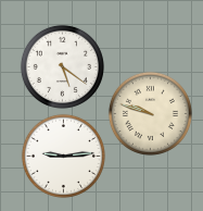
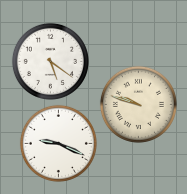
clock at (62, 66) position: (62, 66) -> (50, 61)
clock at (63, 156): 9:14 -> 9:19
